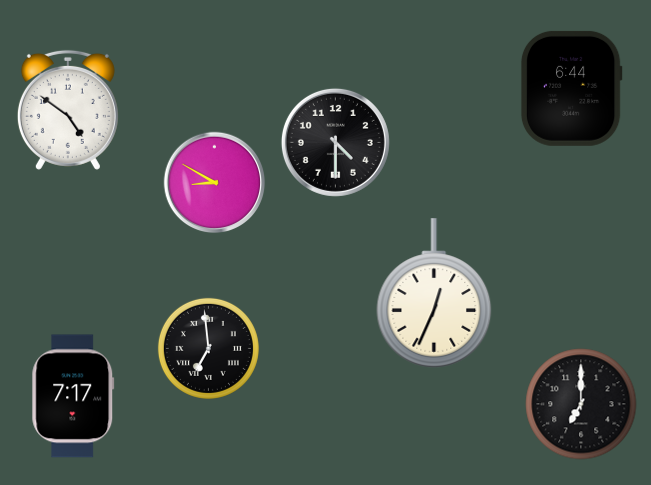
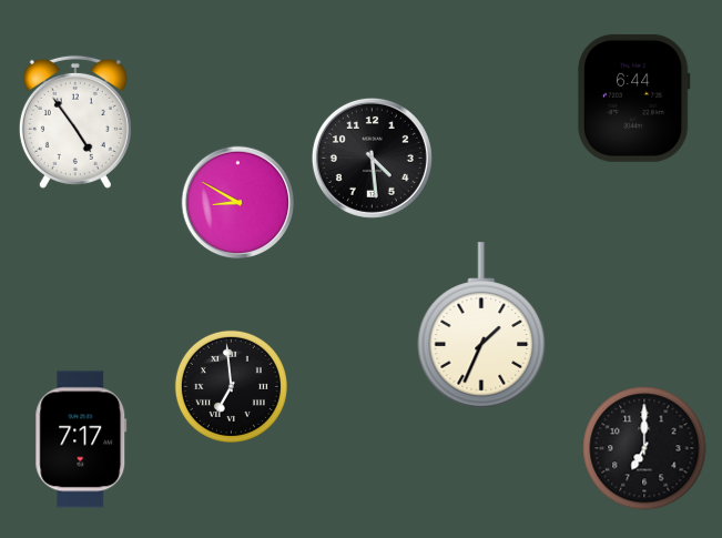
clock at (68, 110): 4:51 -> 4:54
clock at (335, 142): 4:30 -> 4:29
clock at (434, 293): 12:34 -> 1:34
